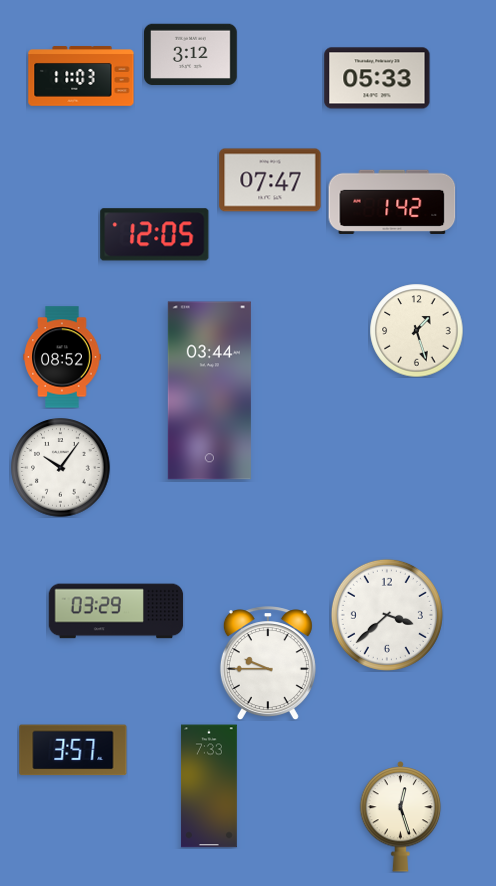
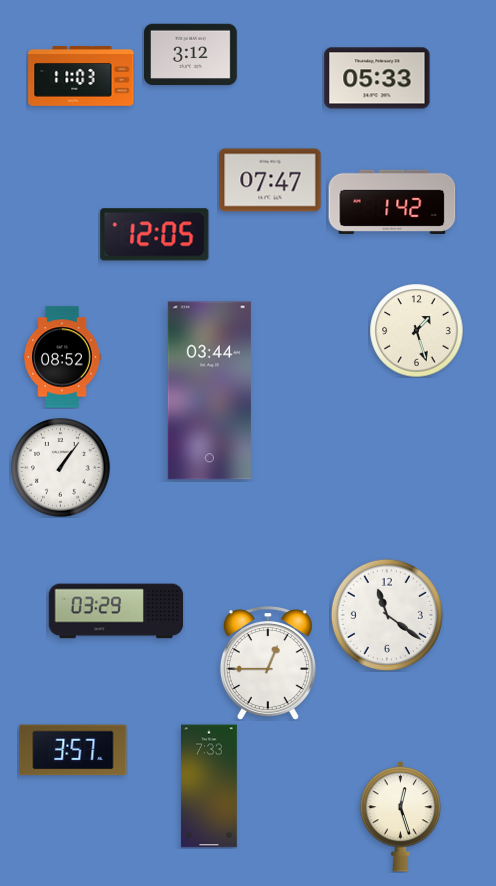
clock at (61, 468): 10:06 -> 1:06
clock at (387, 615): 3:38 -> 11:21
clock at (268, 663): 9:45 -> 12:45
